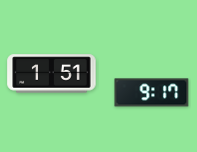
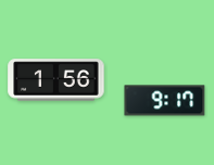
clock at (52, 74): 1:51 -> 1:56
